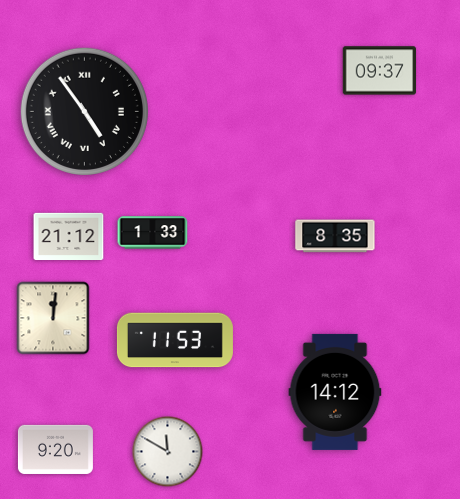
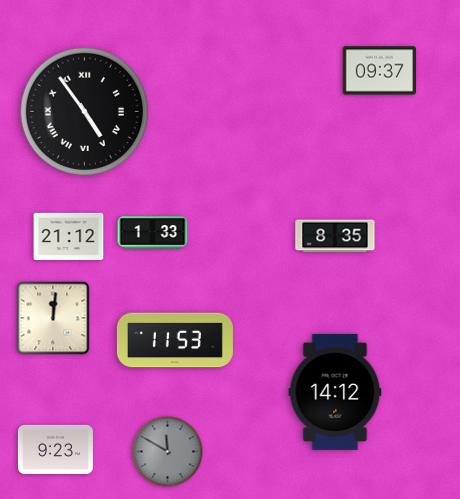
clock at (55, 449): 9:20 -> 9:23
clock at (168, 452) dial: white -> grey
